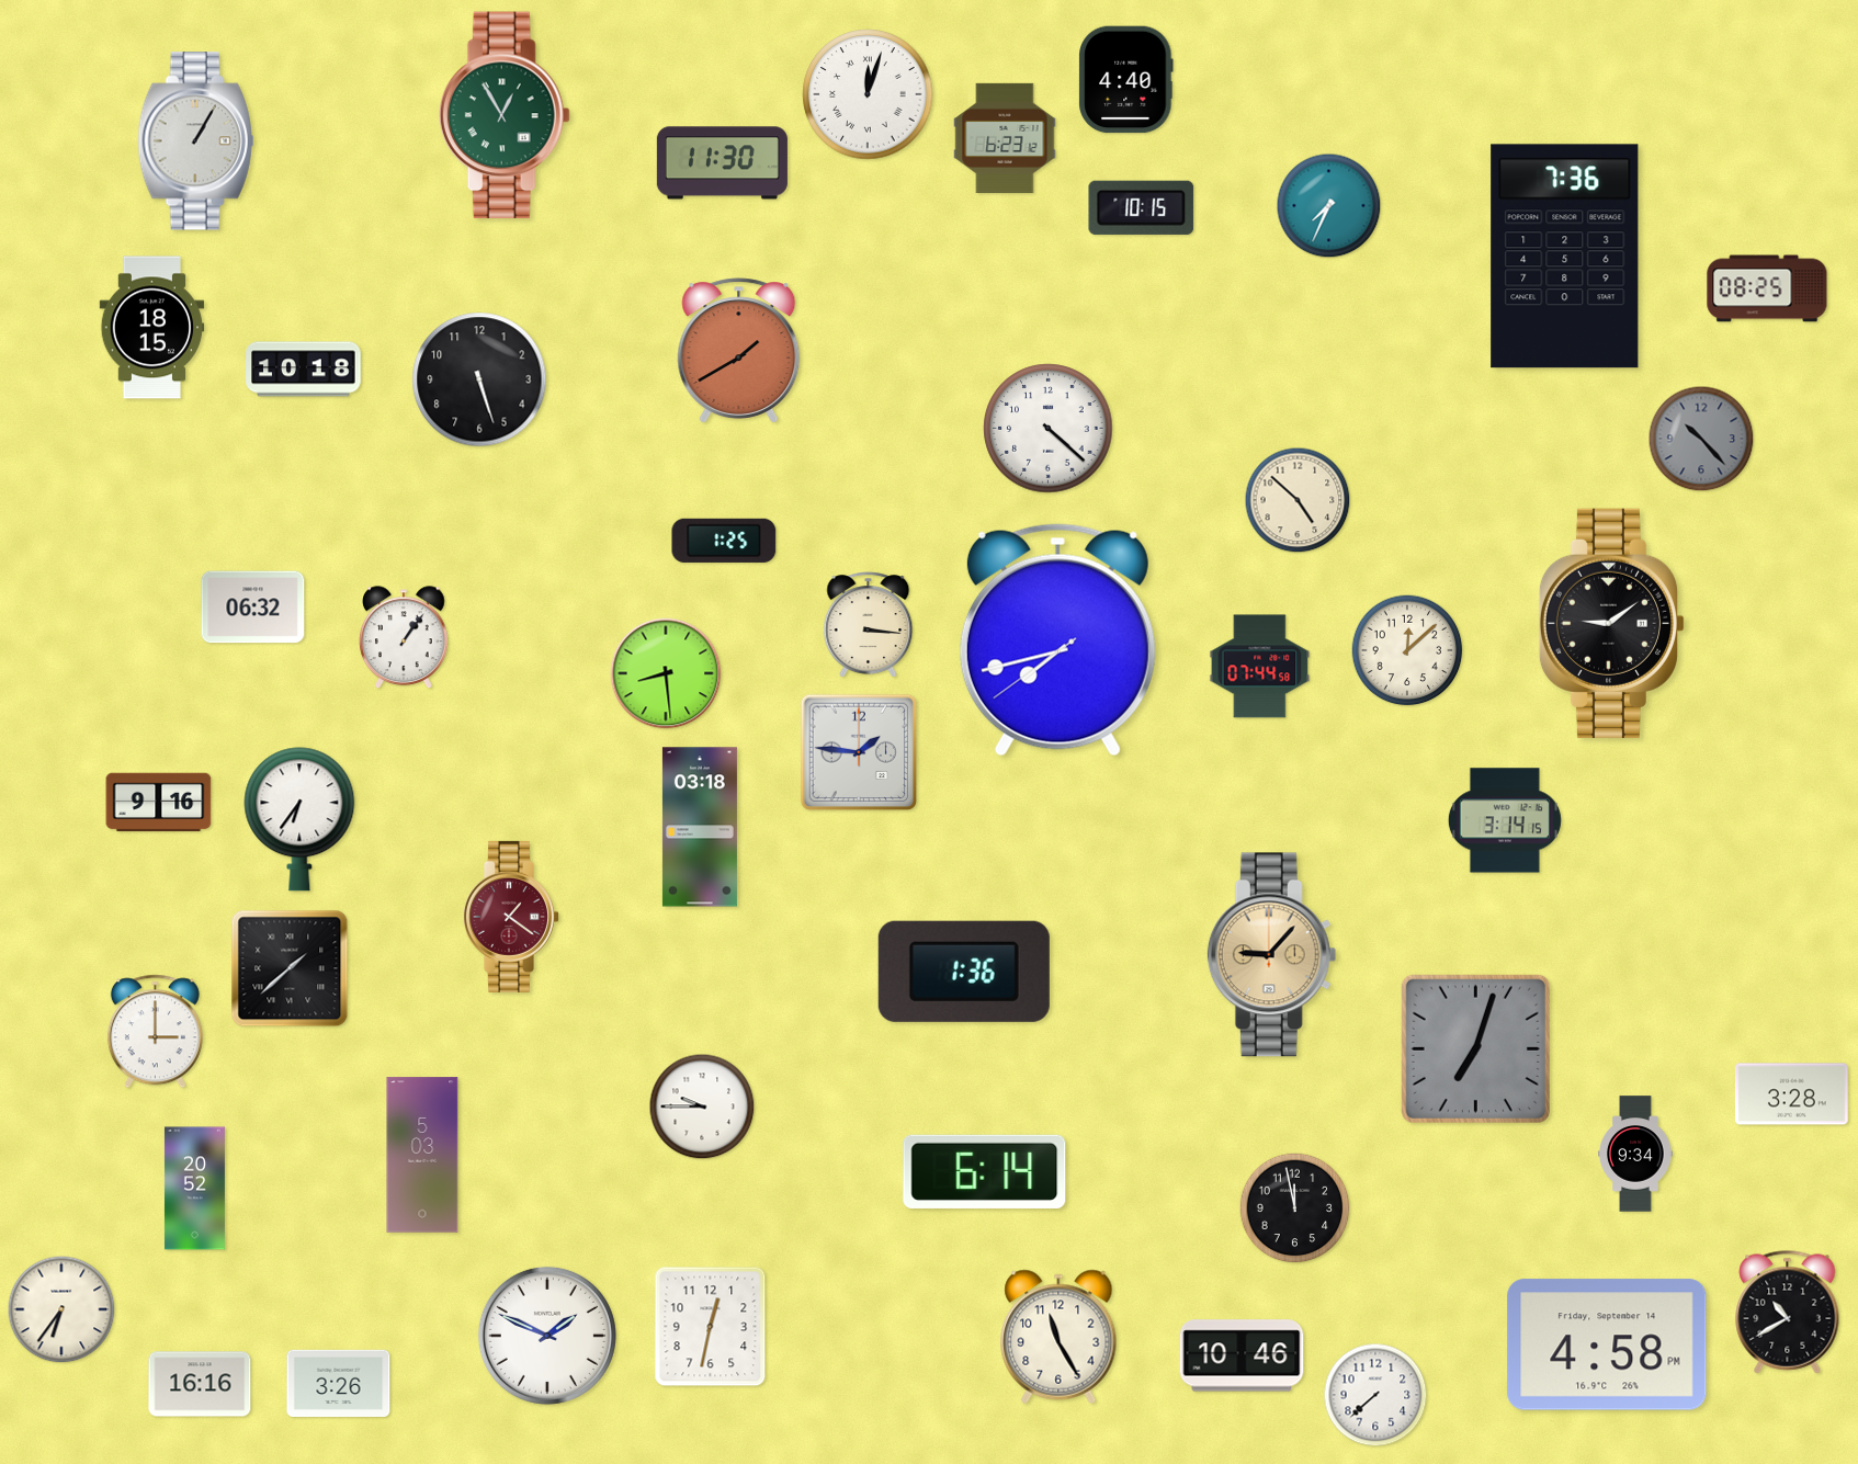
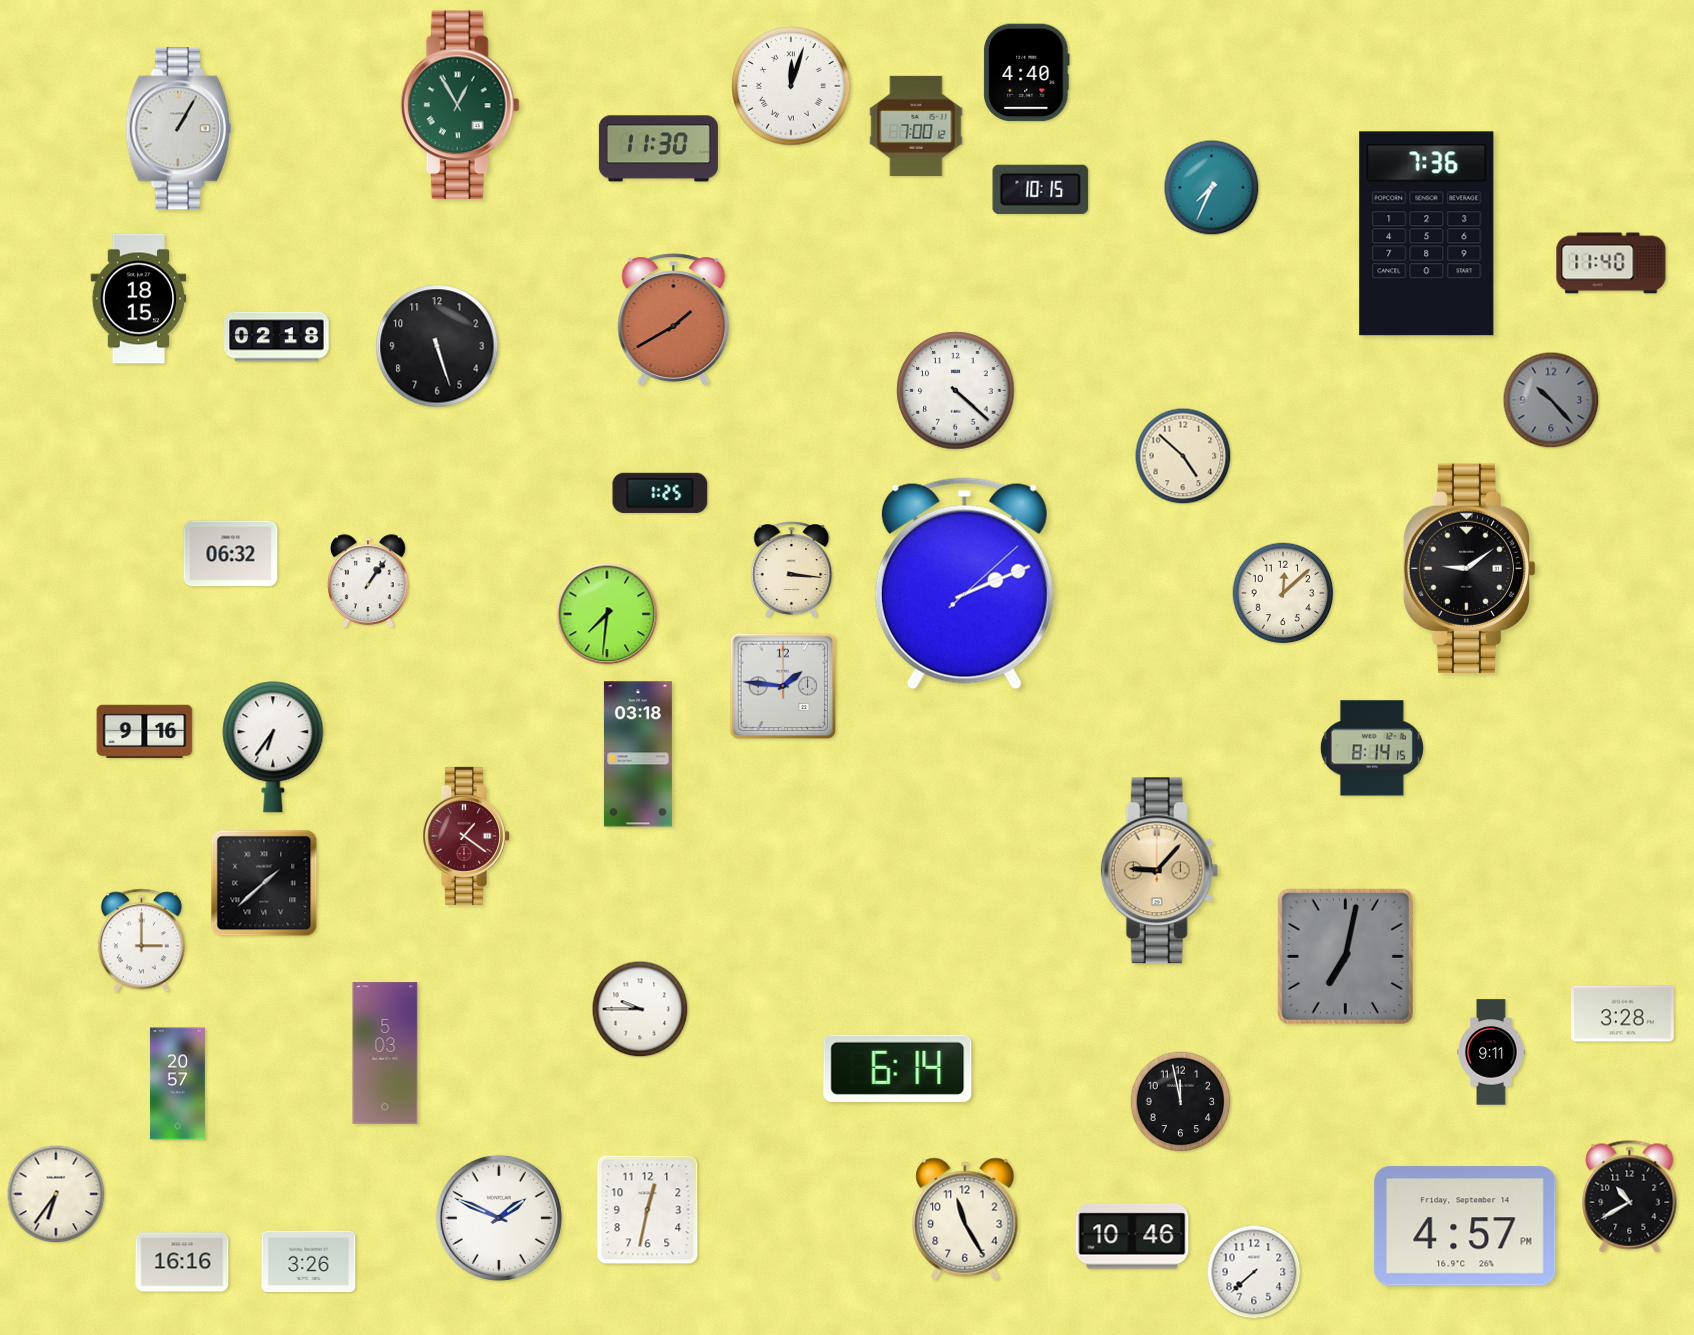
clock at (1005, 138): 6:23 -> 7:00
clock at (1767, 288): 08:25 -> 11:40
clock at (304, 370): 10:18 -> 02:18
clock at (1057, 640): 7:42 -> 2:11
clock at (1260, 667): 07:44 -> none
clock at (666, 673): 8:29 -> 7:31
clock at (1505, 820): 3:14 -> 8:14
clock at (964, 972): 1:36 -> none
clock at (1475, 1048): 7:03 -> 7:02
clock at (1791, 1094) position: (1791, 1094) -> (1622, 1014)
clock at (1635, 1154): 9:34 -> 9:11
clock at (194, 1189): 20:52 -> 20:57
clock at (1607, 1344): 4:58 -> 4:57
